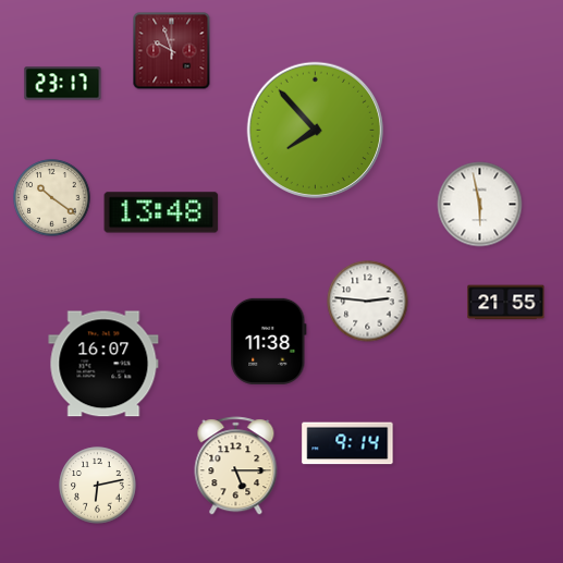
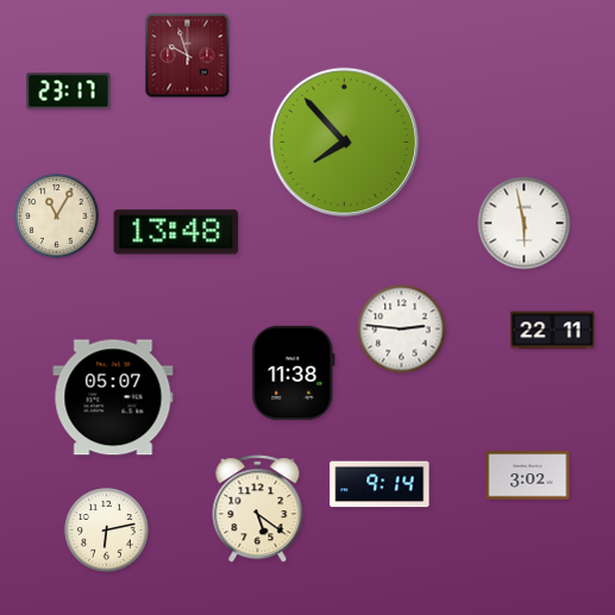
clock at (52, 198): 10:21 -> 11:05
clock at (506, 303): 21:55 -> 22:11
clock at (103, 364): 16:07 -> 05:07
clock at (528, 476): none -> 3:02
clock at (236, 466): 5:15 -> 5:21
